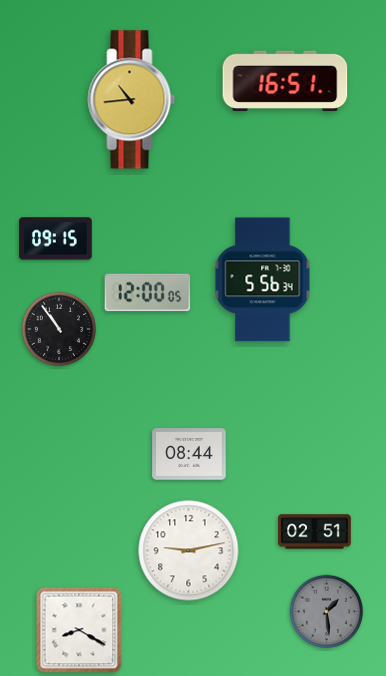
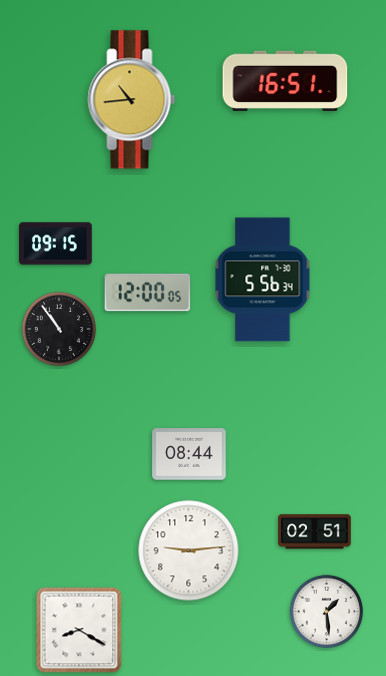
clock at (56, 239) position: (56, 239) -> (56, 244)
clock at (189, 551): 9:13 -> 9:14
clock at (327, 612) dial: grey -> white
